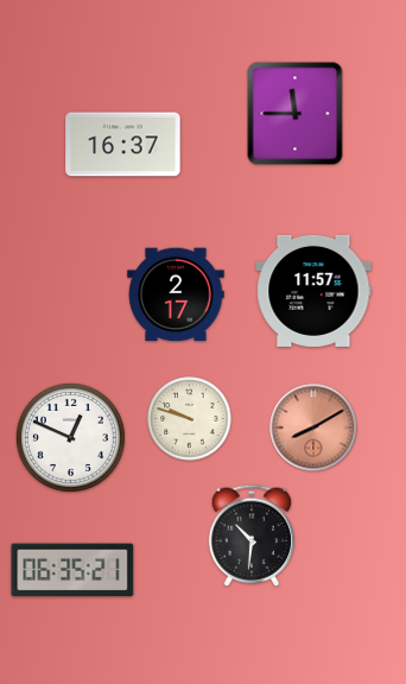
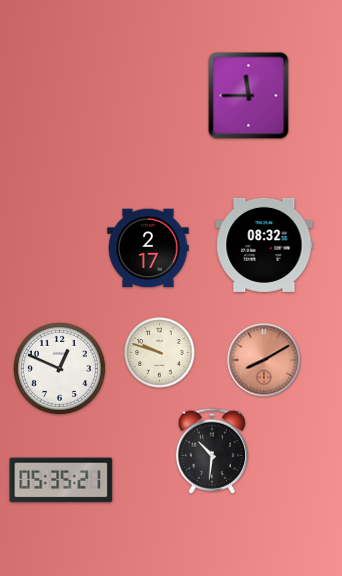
clock at (123, 145): 16:37 -> none
clock at (313, 291): 11:57 -> 08:32
clock at (72, 570): 06:35 -> 05:35
